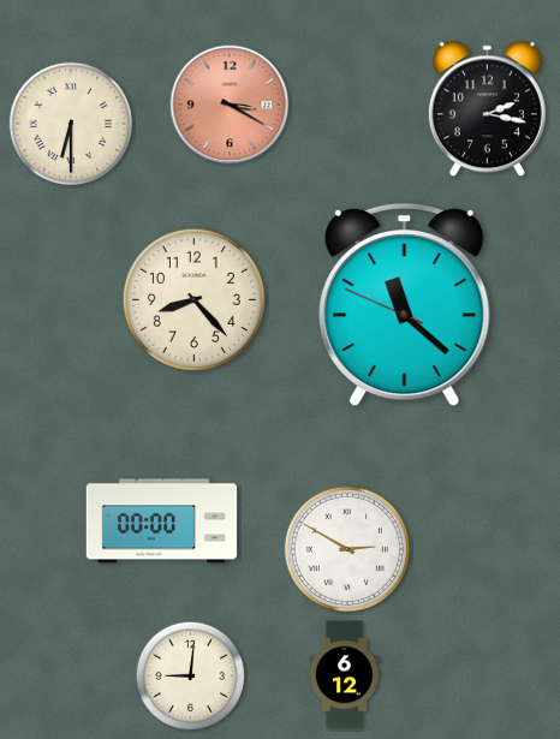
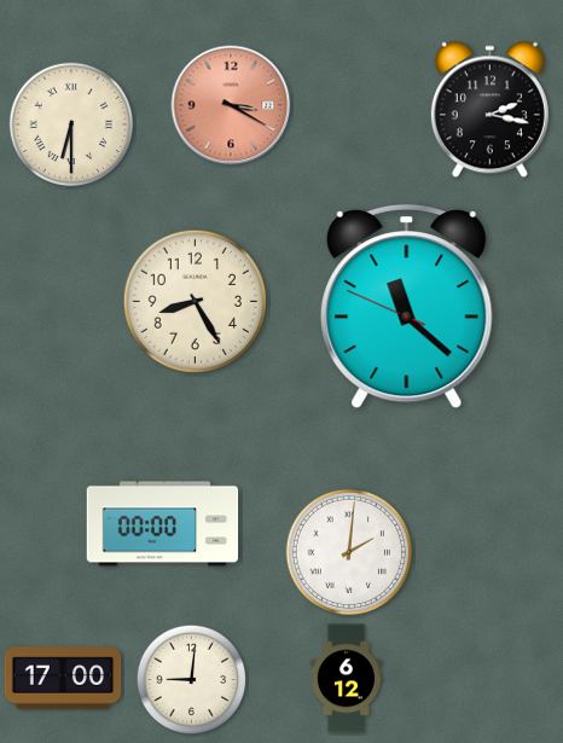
clock at (193, 299): 8:23 -> 8:25
clock at (347, 549): 2:50 -> 2:01
clock at (63, 678): none -> 17:00
